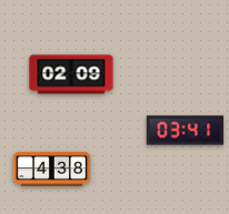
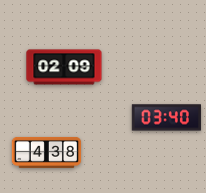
clock at (185, 131): 03:41 -> 03:40
